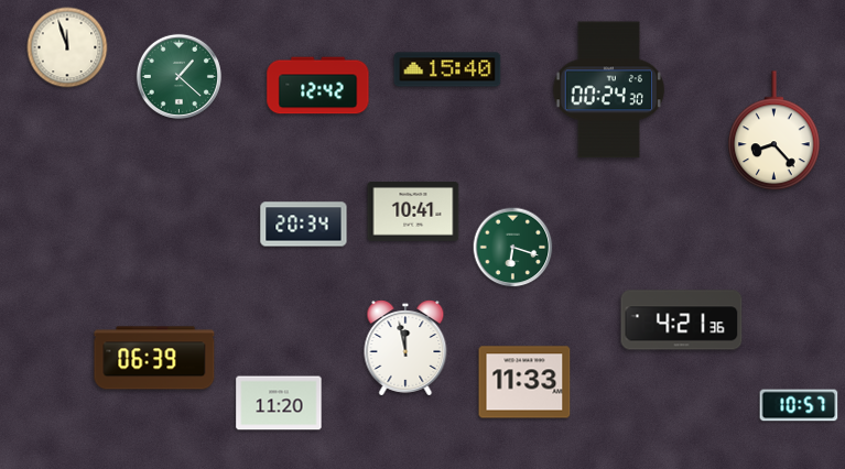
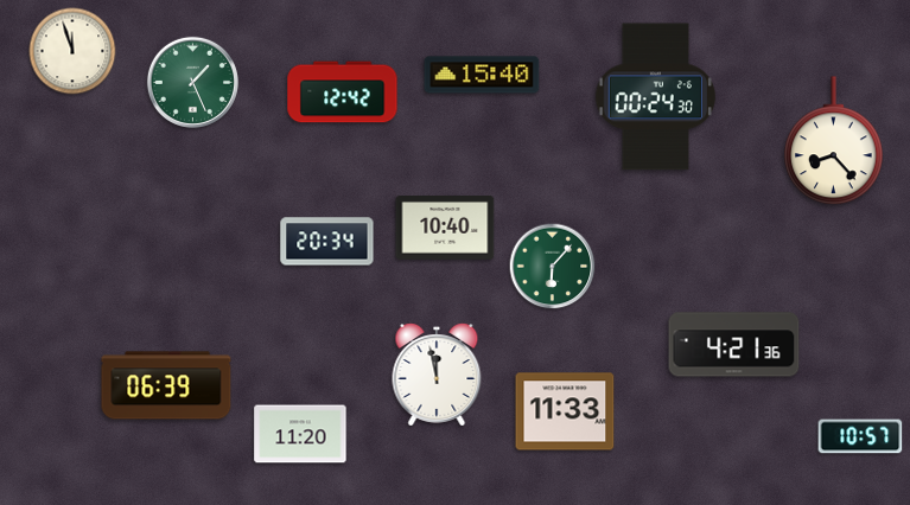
clock at (178, 76): 1:22 -> 1:26
clock at (413, 212): 10:41 -> 10:40
clock at (513, 248): 6:18 -> 6:07
